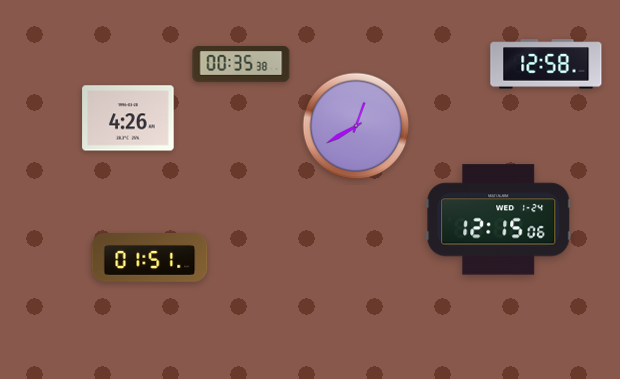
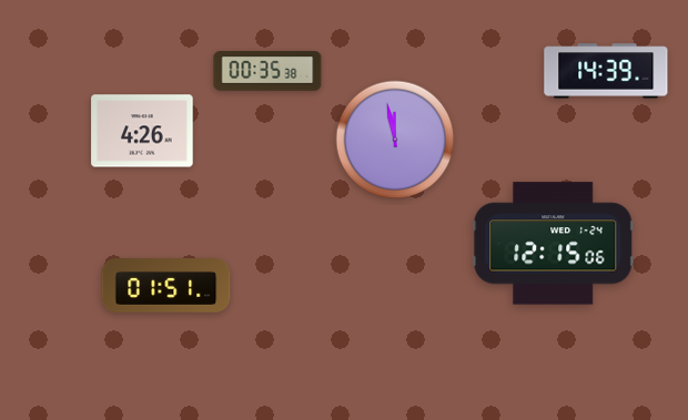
clock at (546, 64): 12:58 -> 14:39
clock at (356, 126): 12:40 -> 11:58
